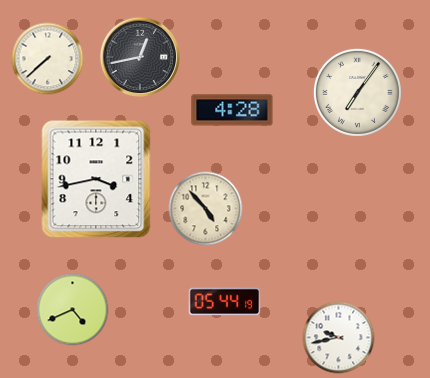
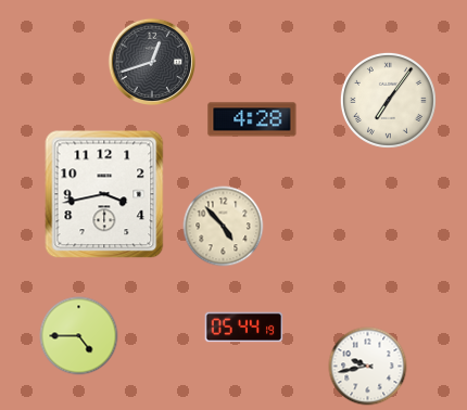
clock at (139, 56): 12:43 -> 12:42
clock at (48, 59): 7:38 -> none
clock at (73, 310): 4:41 -> 4:45
